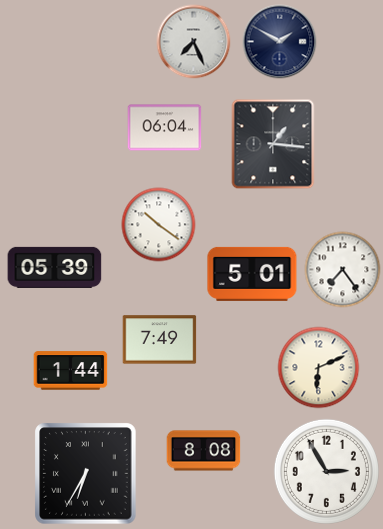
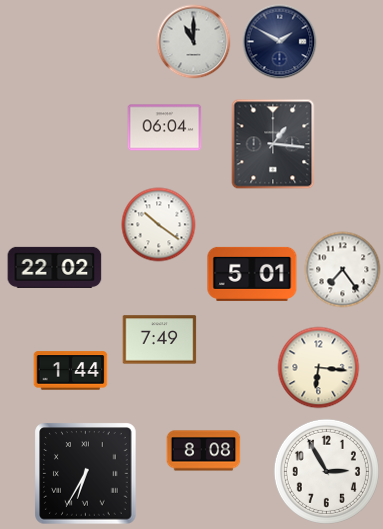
clock at (194, 42): 7:26 -> 11:00
clock at (55, 267): 05:39 -> 22:02
clock at (319, 368): 6:11 -> 6:16
